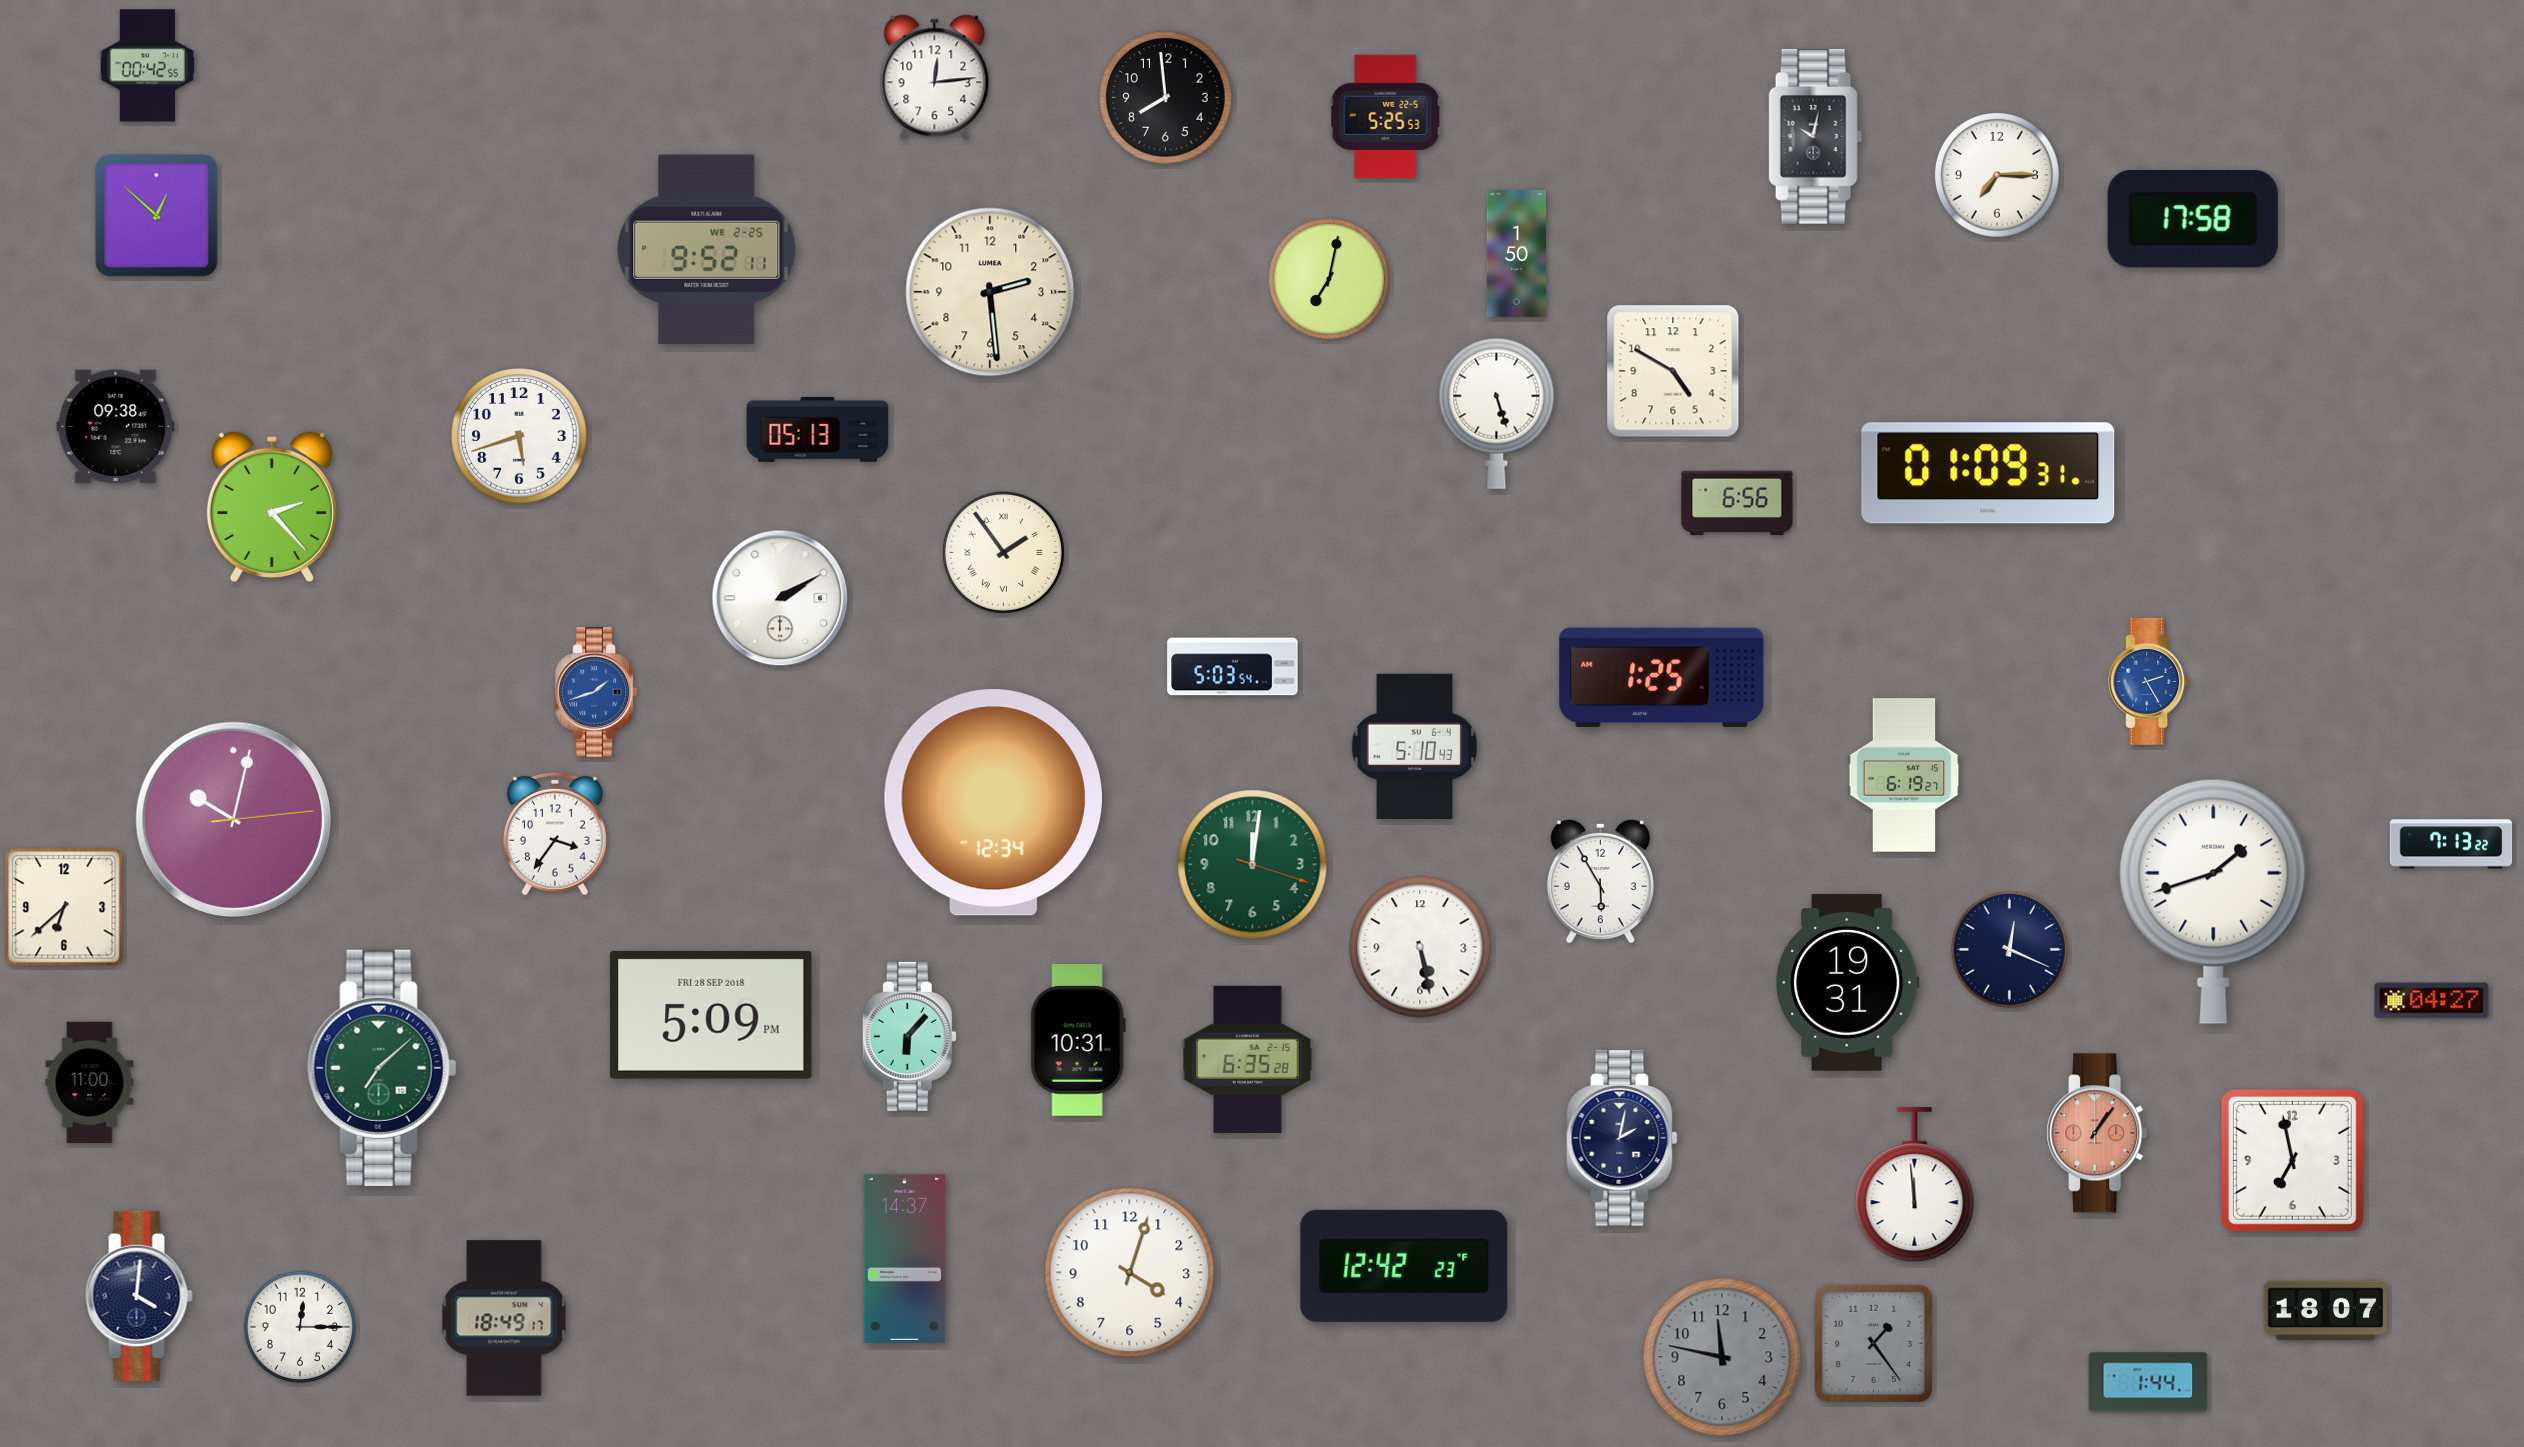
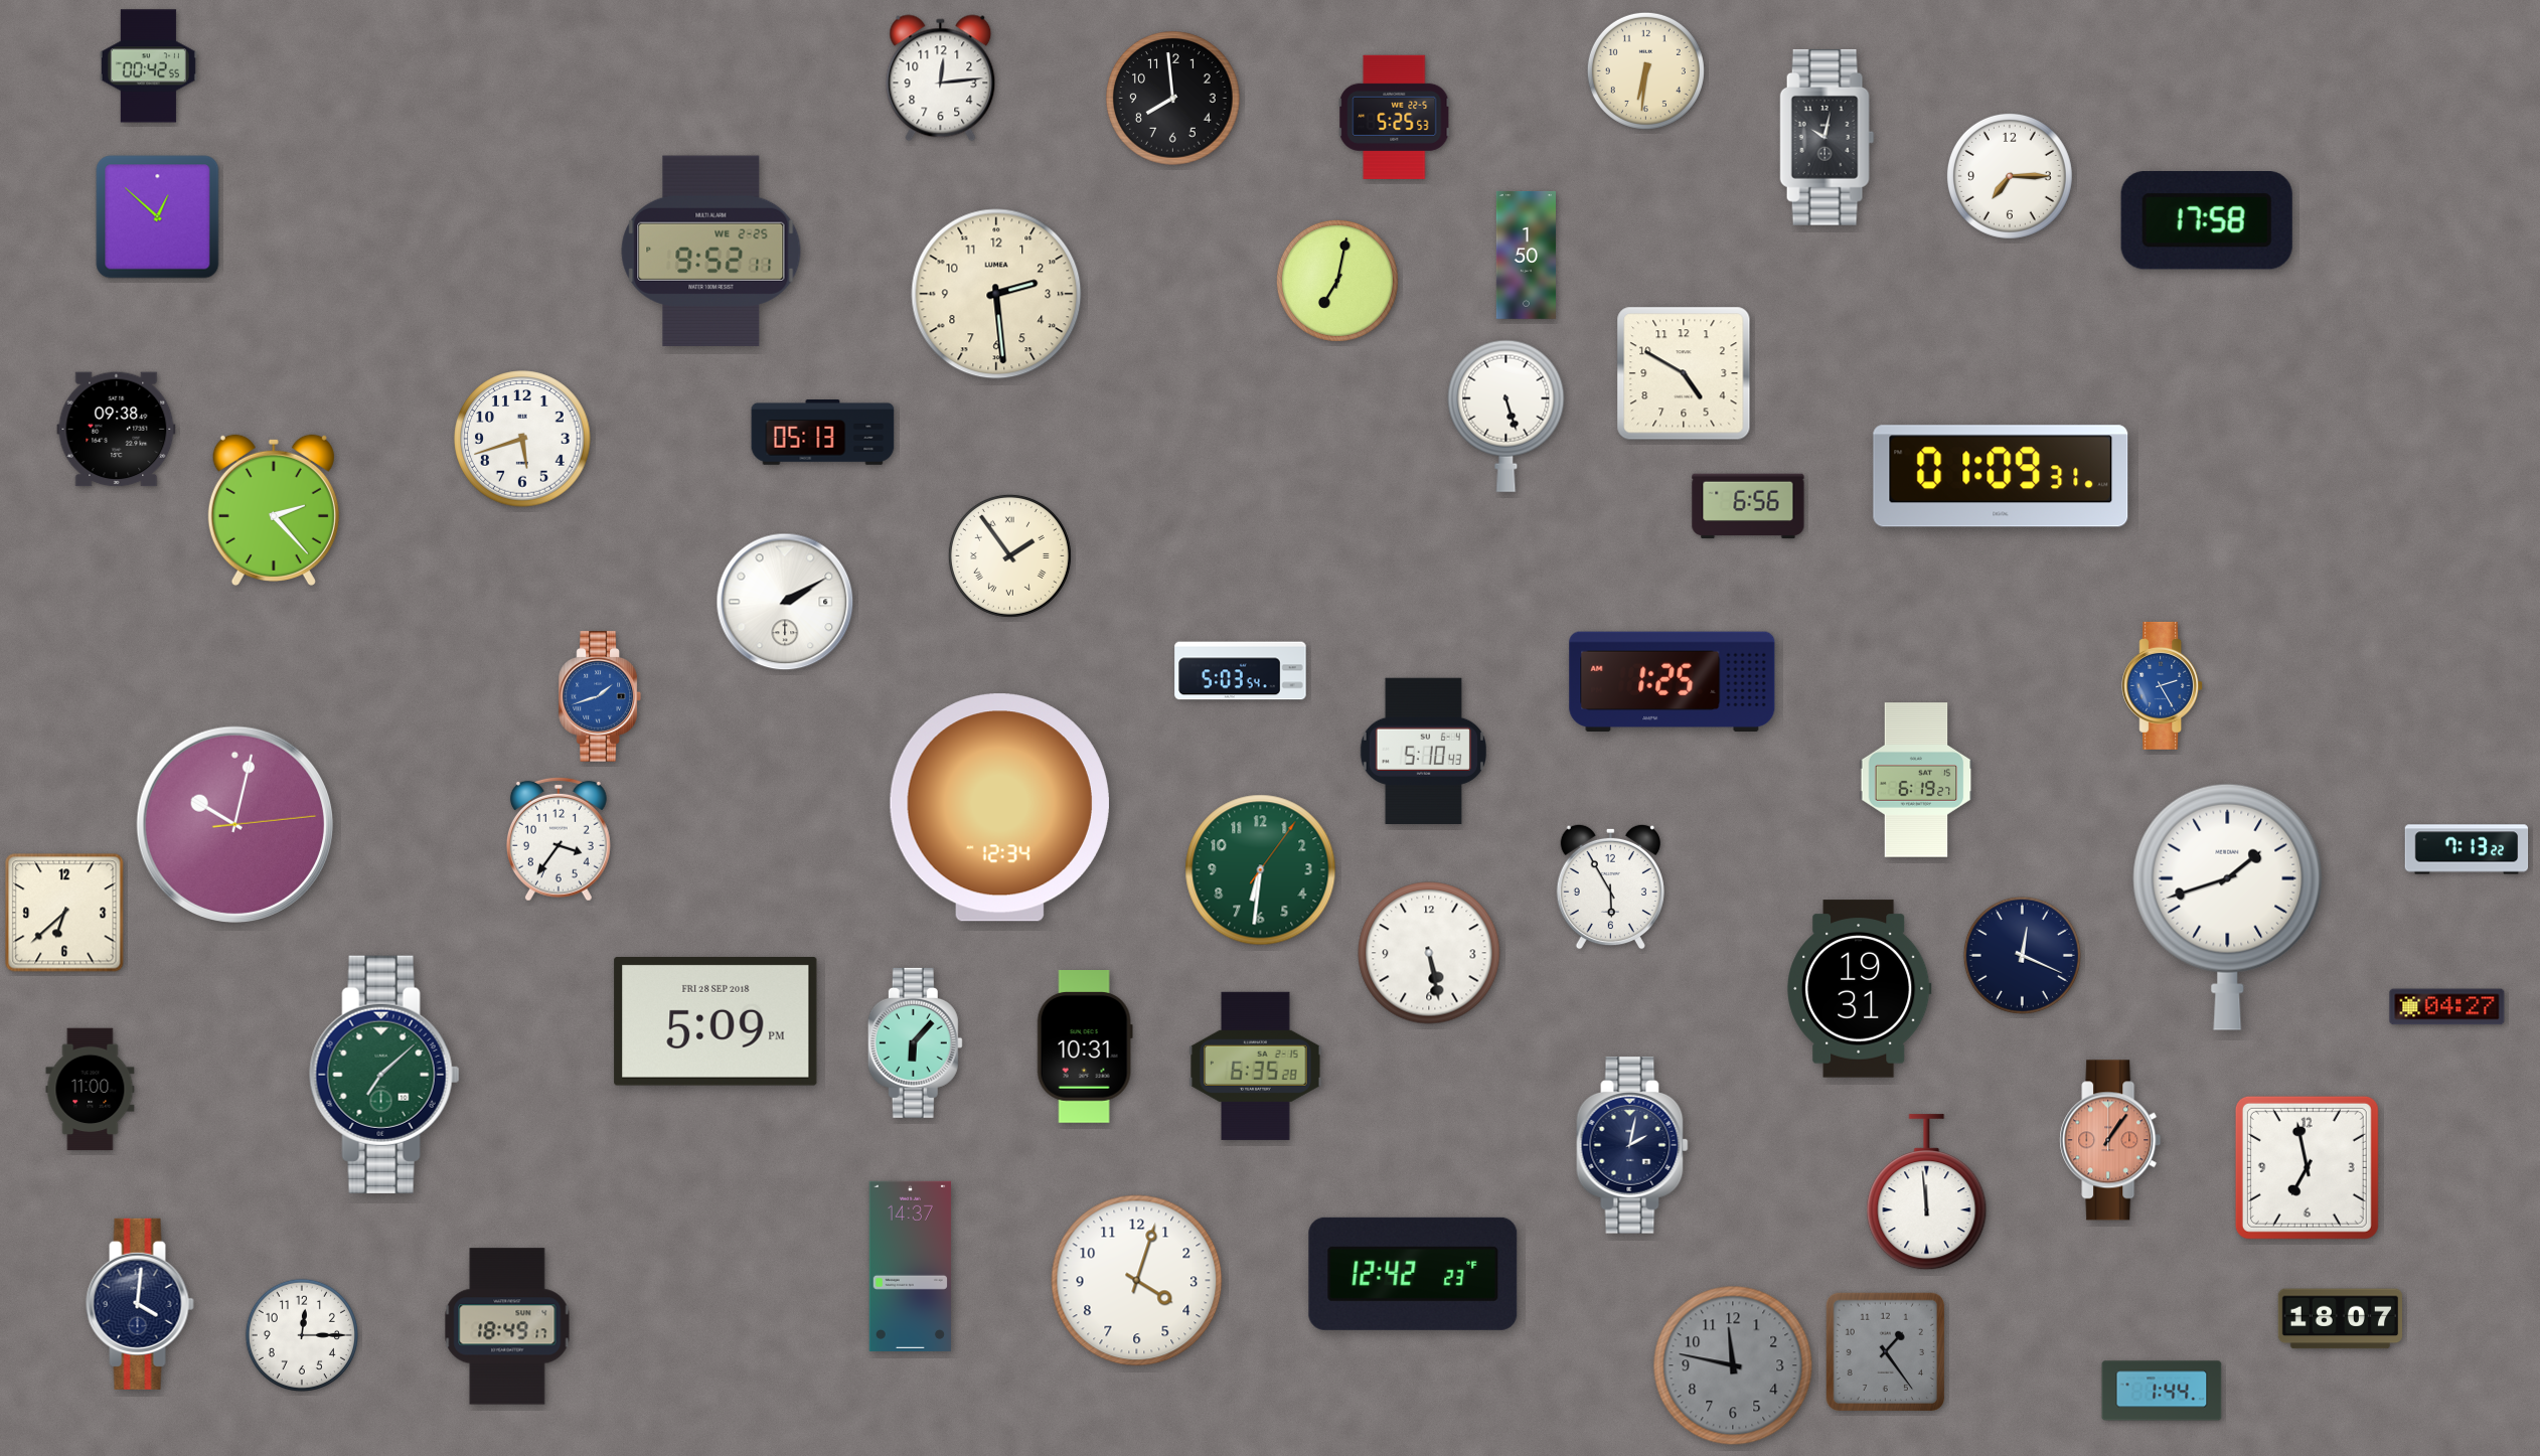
clock at (1645, 70): none -> 6:31
clock at (1253, 865): 12:01 -> 6:31
